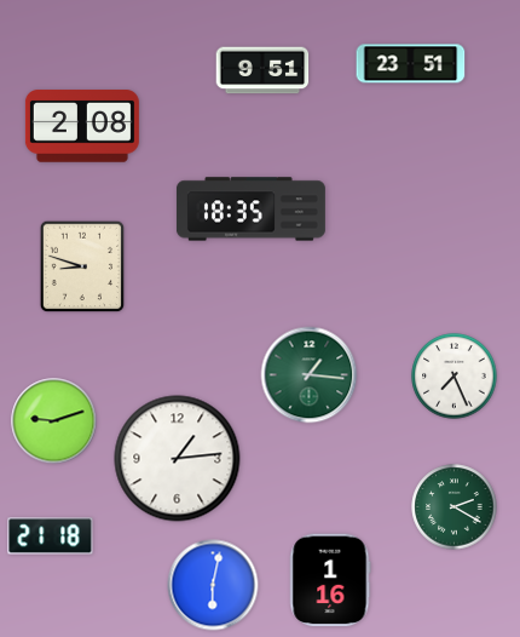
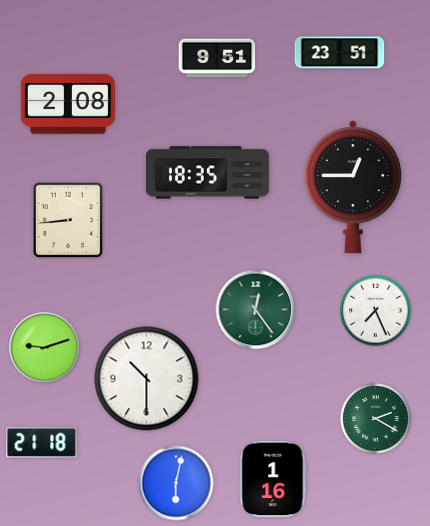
clock at (353, 188): none -> 12:45
clock at (82, 266): 8:48 -> 8:44
clock at (310, 375): 1:16 -> 12:24
clock at (178, 459): 1:14 -> 10:30
